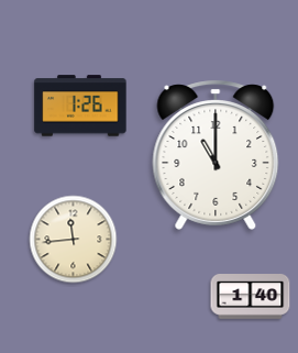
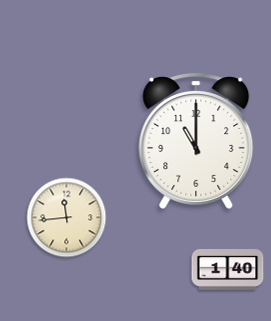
clock at (80, 106): 1:26 -> none
